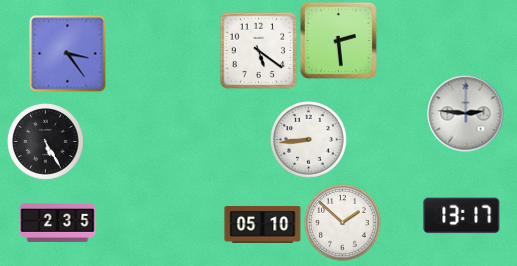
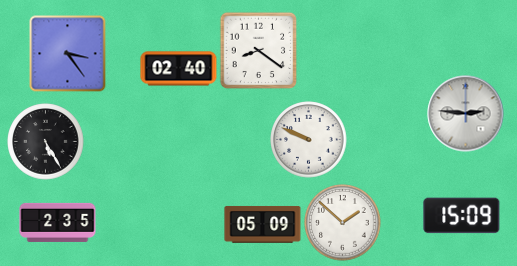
clock at (338, 40): 2:29 -> none
clock at (258, 50): 5:21 -> 8:21
clock at (179, 69): none -> 02:40
clock at (309, 140): 8:44 -> 9:49
clock at (462, 216): 13:17 -> 15:09
clock at (263, 225): 05:10 -> 05:09
